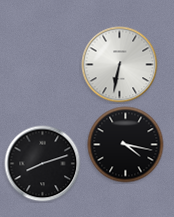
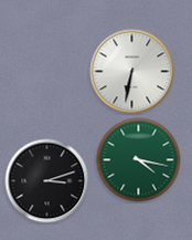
clock at (126, 145) dial: black -> green
clock at (43, 164): 8:12 -> 3:12
